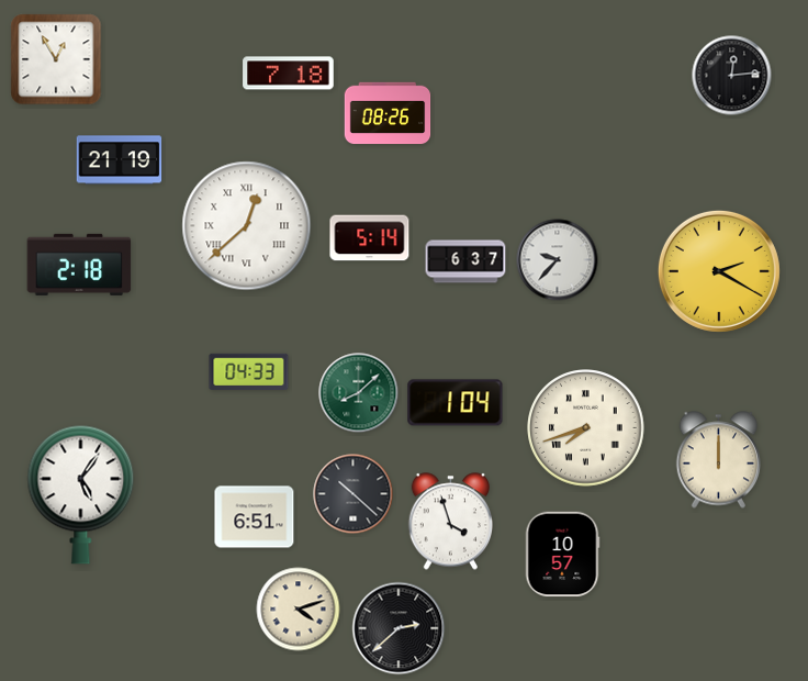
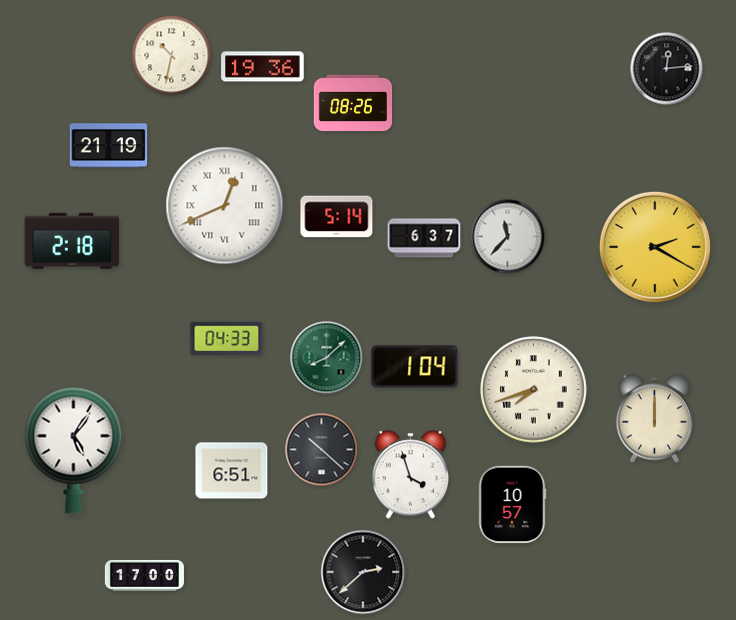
clock at (56, 59): 12:55 -> none
clock at (172, 56): none -> 10:32
clock at (289, 74): 7:18 -> 19:36
clock at (247, 226): 12:38 -> 12:41
clock at (558, 260): 9:37 -> 11:37
clock at (299, 610): 4:12 -> none
clock at (144, 575): none -> 17:00
